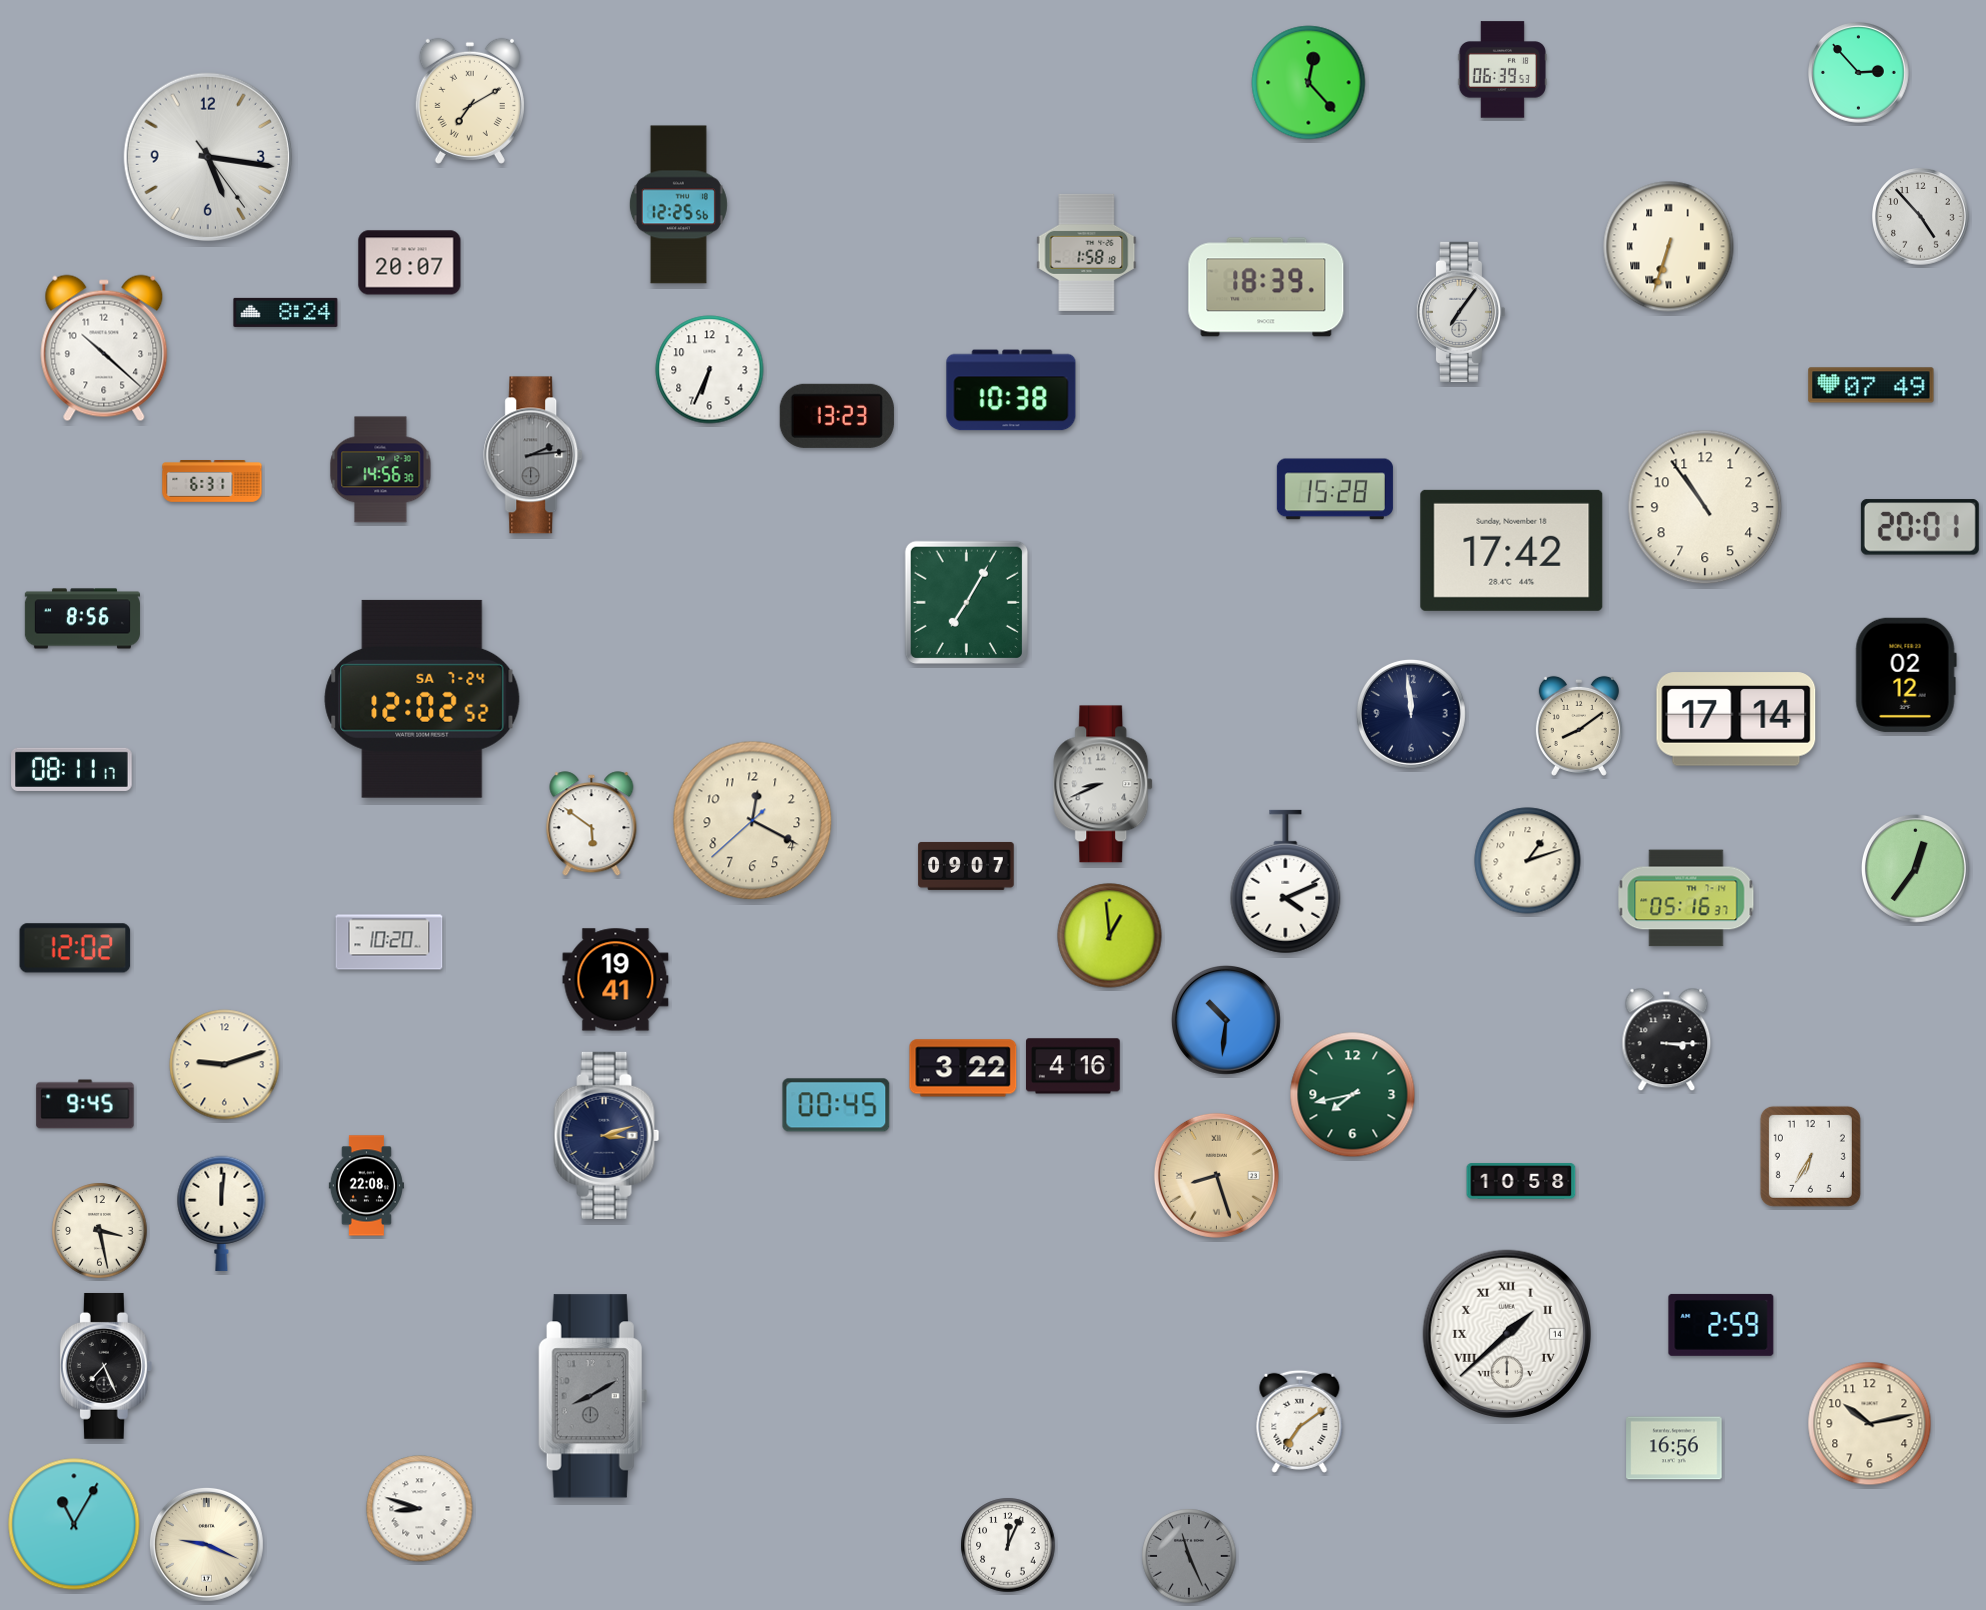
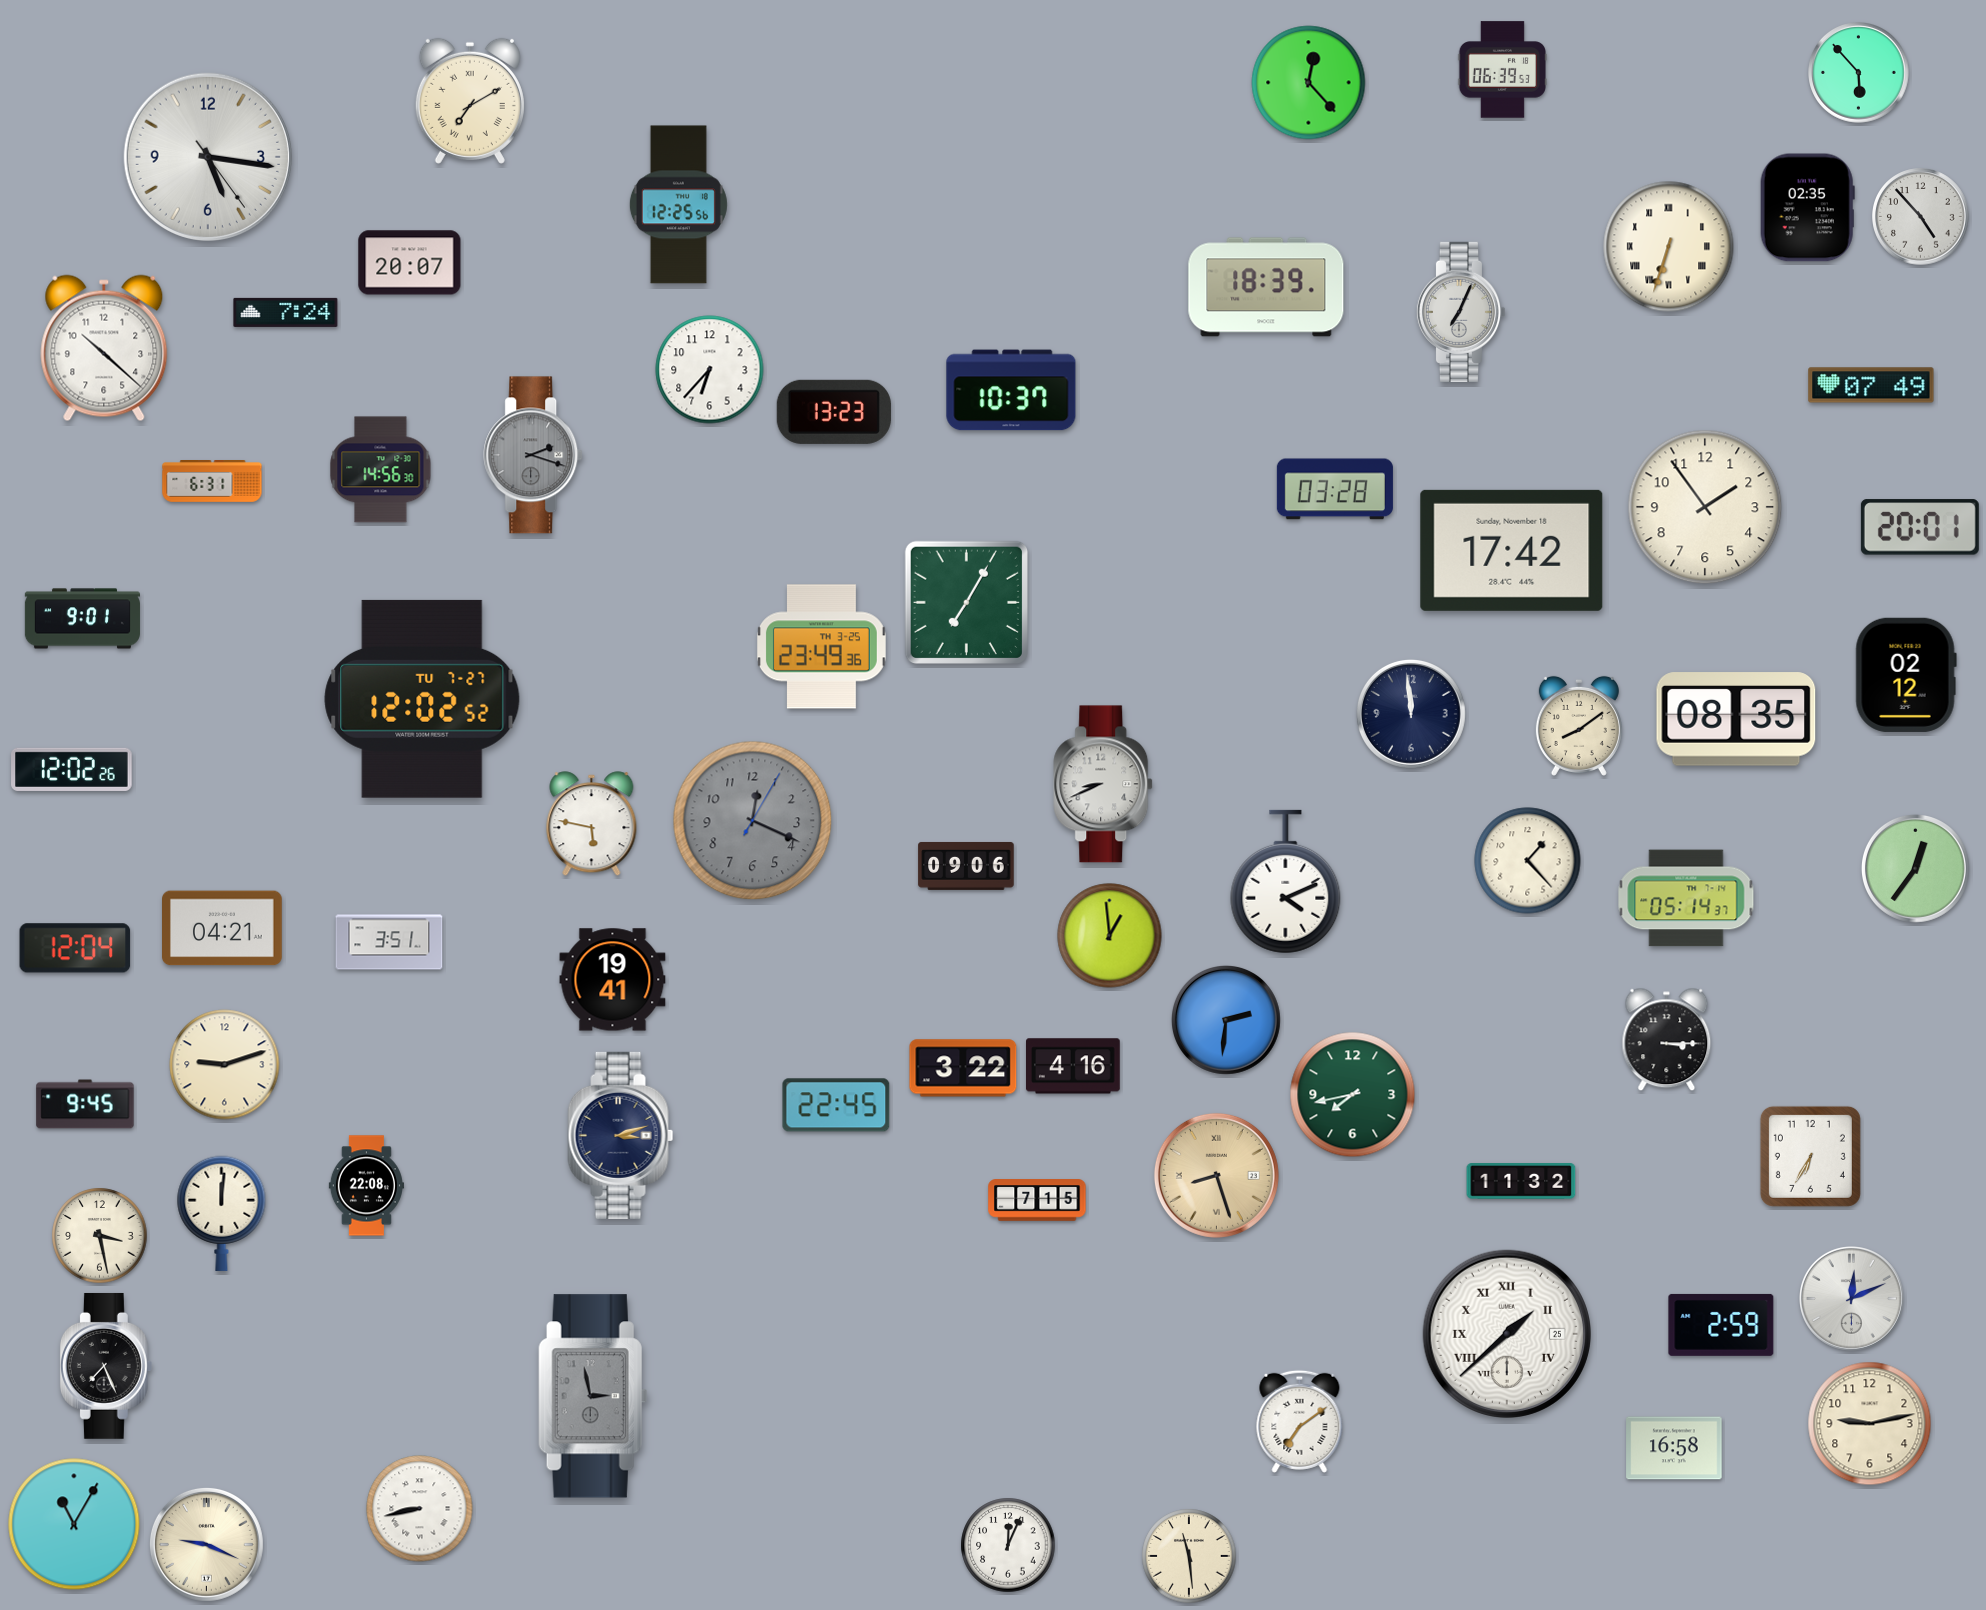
clock at (1859, 73): 2:53 -> 5:53
clock at (1807, 208): none -> 02:35
clock at (1087, 252): 1:58 -> none
clock at (286, 312): 8:24 -> 7:24
clock at (1460, 312): 7:06 -> 7:04
clock at (710, 370): 6:34 -> 6:37
clock at (1011, 390): 10:38 -> 10:37
clock at (837, 416) position: (837, 416) -> (834, 412)
clock at (534, 455): 2:14 -> 2:18
clock at (1335, 489): 15:28 -> 03:28
clock at (1705, 507): 10:54 -> 1:54
clock at (82, 619): 8:56 -> 9:01
clock at (821, 647): none -> 23:49
clock at (422, 699) date: SA 7-24 -> TU 7-27
clock at (1736, 719): 17:14 -> 08:35
clock at (72, 769): 08:11 -> 12:02
clock at (753, 821): 12:19:38 -> 12:19:05
clock at (753, 821) dial: cream -> grey
clock at (592, 824): 5:51 -> 5:47
clock at (1528, 861): 1:12 -> 1:23
clock at (966, 866): 09:07 -> 09:06
clock at (1686, 898): 05:16 -> 05:14
clock at (223, 928): none -> 04:21
clock at (389, 942): 10:20 -> 3:51
clock at (75, 948): 12:02 -> 12:04
clock at (616, 980) position: (616, 980) -> (613, 980)
clock at (1226, 1020): 10:31 -> 2:31
clock at (836, 1105): 00:45 -> 22:45
clock at (607, 1135) position: (607, 1135) -> (621, 1135)
clock at (1521, 1182): 10:58 -> 11:32
clock at (1037, 1200): none -> 7:15
clock at (100, 1231) position: (100, 1231) -> (100, 1236)
clock at (1852, 1299): none -> 12:11
clock at (1507, 1334) date: 14 -> 25
clock at (593, 1396): 8:10 -> 2:58
clock at (1870, 1424): 10:13 -> 9:13
clock at (1674, 1448): 16:56 -> 16:58
clock at (420, 1509): 8:48 -> 8:43
clock at (1189, 1556): 11:26 -> 11:29
clock at (1189, 1556) dial: grey -> cream
